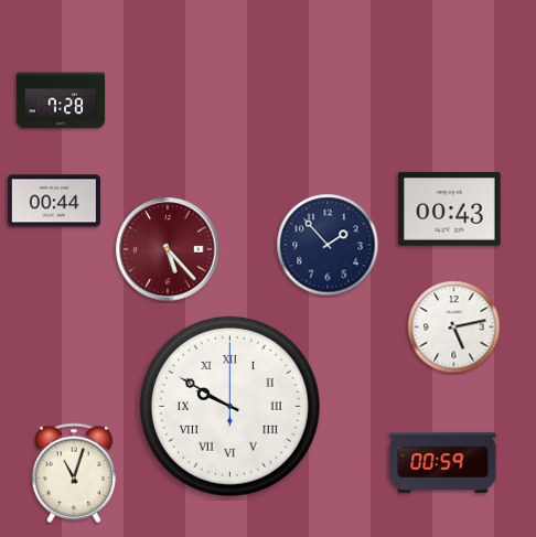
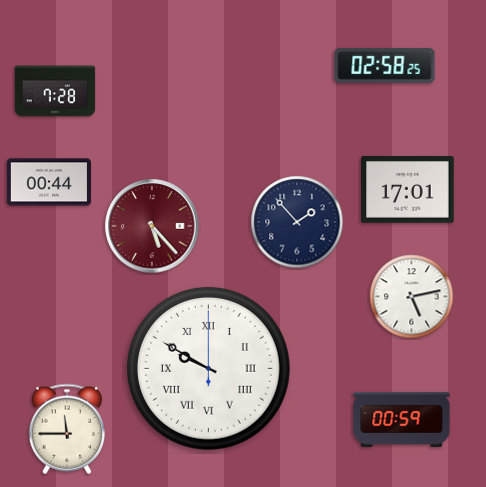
clock at (385, 65): none -> 02:58
clock at (450, 210): 00:43 -> 17:01
clock at (74, 473): 11:03 -> 11:45
